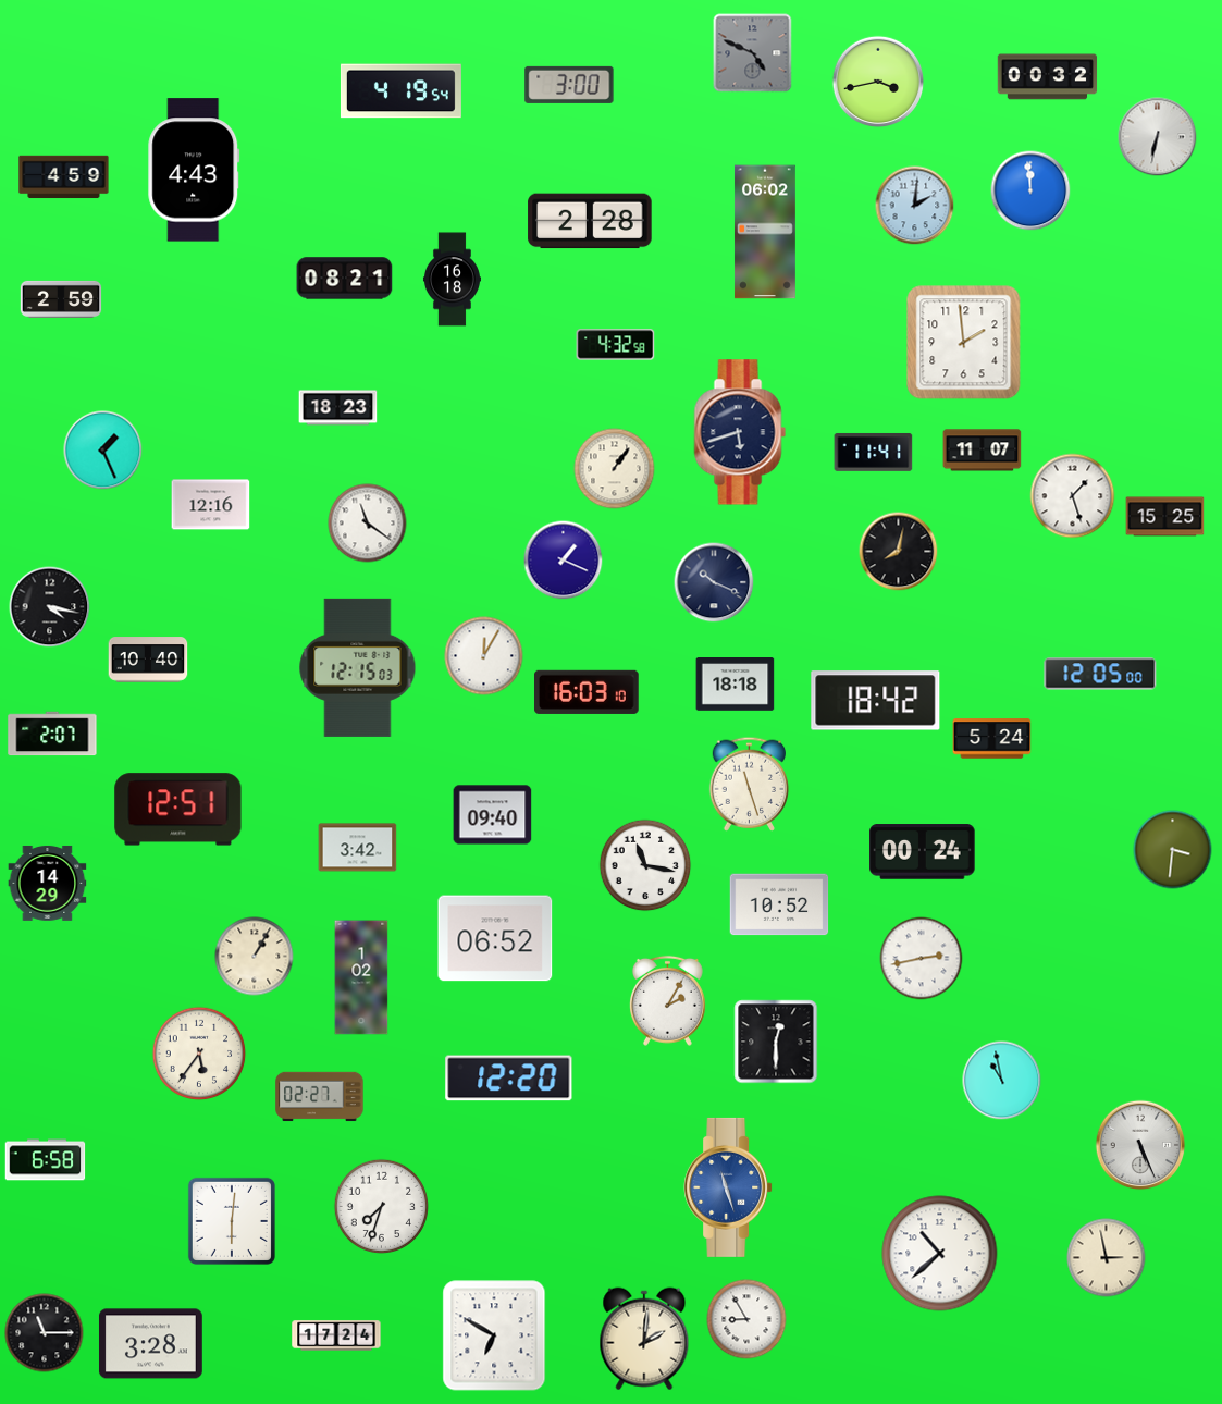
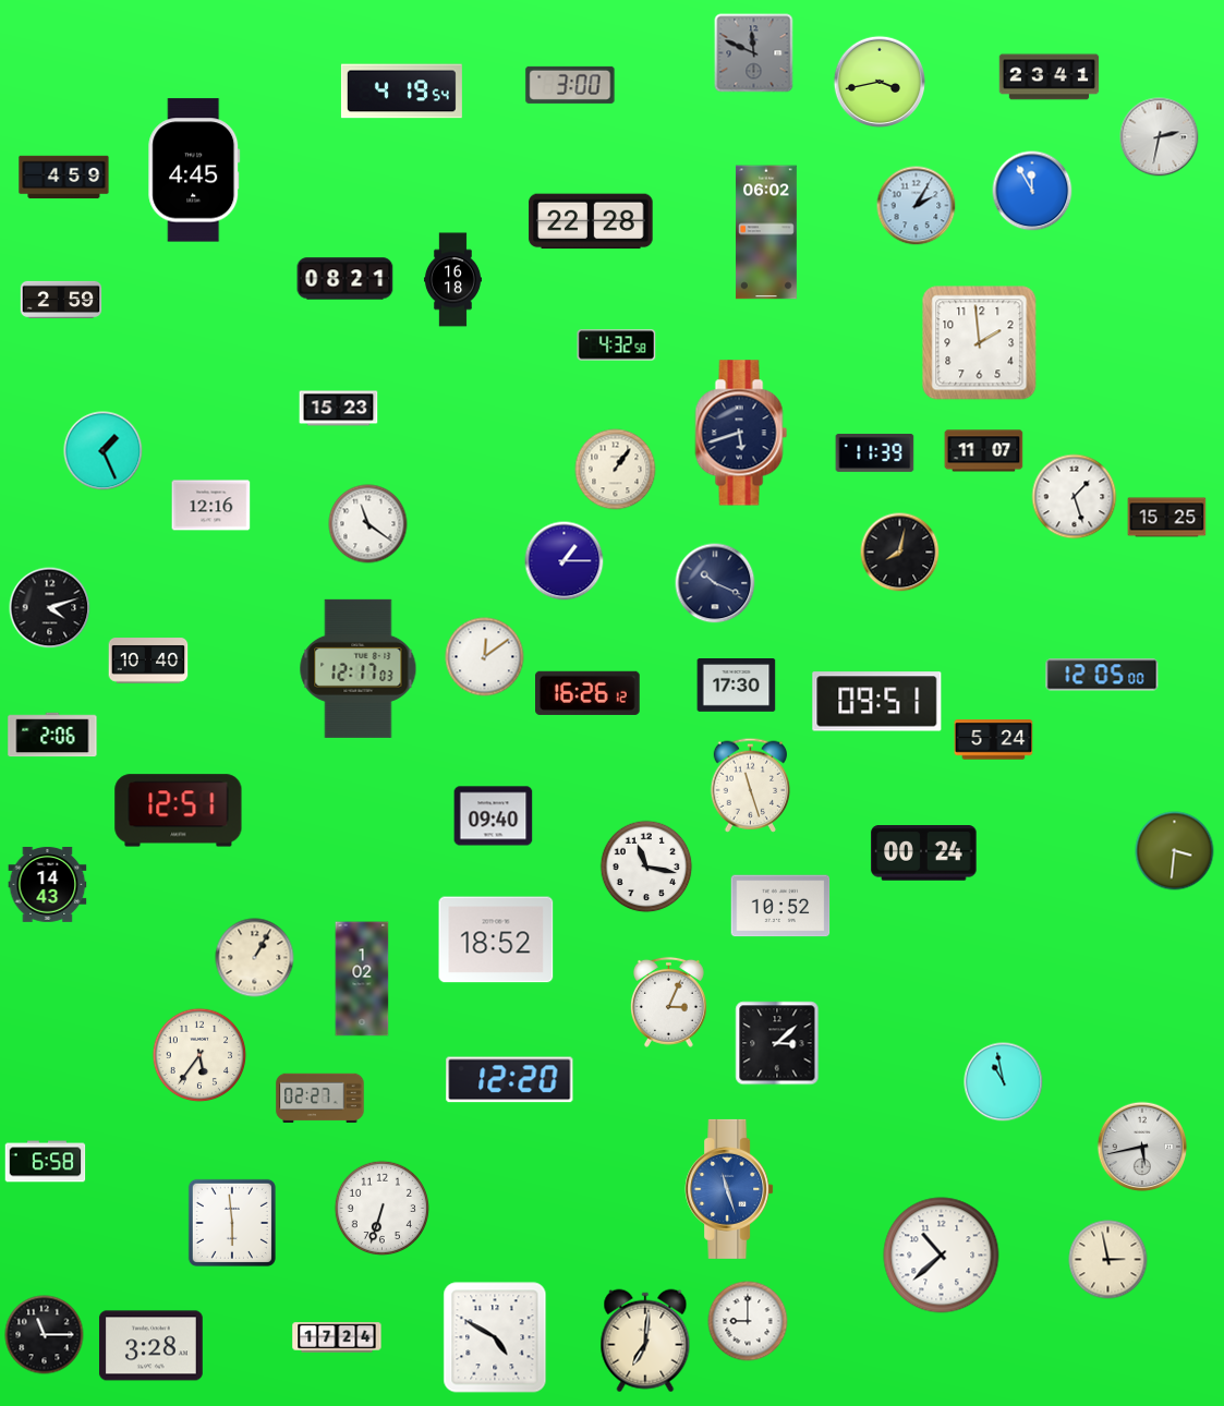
clock at (753, 53): 4:49 -> 11:49
clock at (1048, 77): 00:32 -> 23:41
clock at (1158, 137): 6:32 -> 2:32
clock at (194, 170): 4:43 -> 4:45
clock at (1030, 190): 11:59 -> 11:55
clock at (915, 206): 2:01 -> 2:05
clock at (590, 221): 2:28 -> 22:28
clock at (964, 343) position: (964, 343) -> (980, 343)
clock at (338, 408): 18:23 -> 15:23
clock at (874, 452): 11:41 -> 11:39
clock at (564, 561): 1:19 -> 1:15
clock at (50, 607): 4:17 -> 4:12
clock at (484, 656): 12:05 -> 12:09
clock at (358, 667): 12:15 -> 12:17
clock at (736, 685): 18:18 -> 17:30
clock at (588, 692): 16:03 -> 16:26
clock at (876, 701): 18:42 -> 09:51
clock at (52, 734): 2:07 -> 2:06
clock at (358, 848): 3:42 -> none
clock at (48, 884): 14:29 -> 14:43
clock at (495, 938): 06:52 -> 18:52
clock at (922, 959): 2:43 -> none
clock at (667, 1000): 2:05 -> 3:04
clock at (776, 1042): 12:30 -> 3:08
clock at (1140, 1145): 5:26 -> 5:43
clock at (382, 1207): 7:33 -> 6:33
clock at (232, 1221): 6:01 -> 5:59
clock at (746, 1319): 8:55 -> 9:00
clock at (494, 1335): 6:50 -> 4:50
clock at (644, 1339): 2:01 -> 7:01
